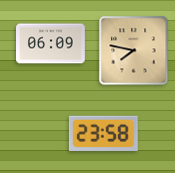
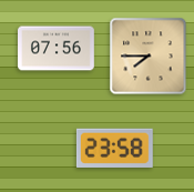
clock at (51, 44): 06:09 -> 07:56
clock at (134, 51): 7:47 -> 7:45
